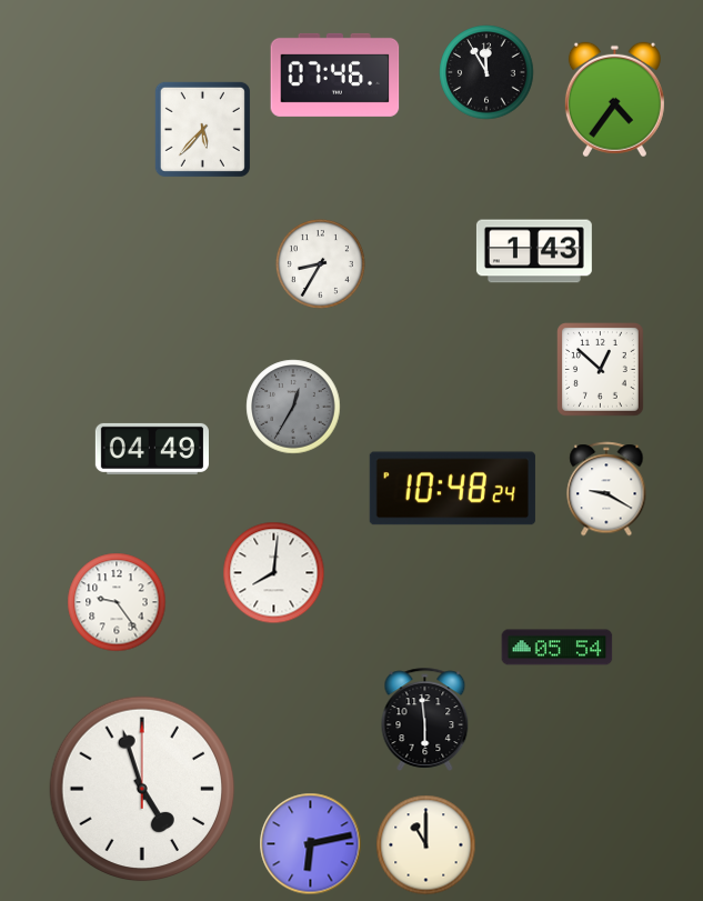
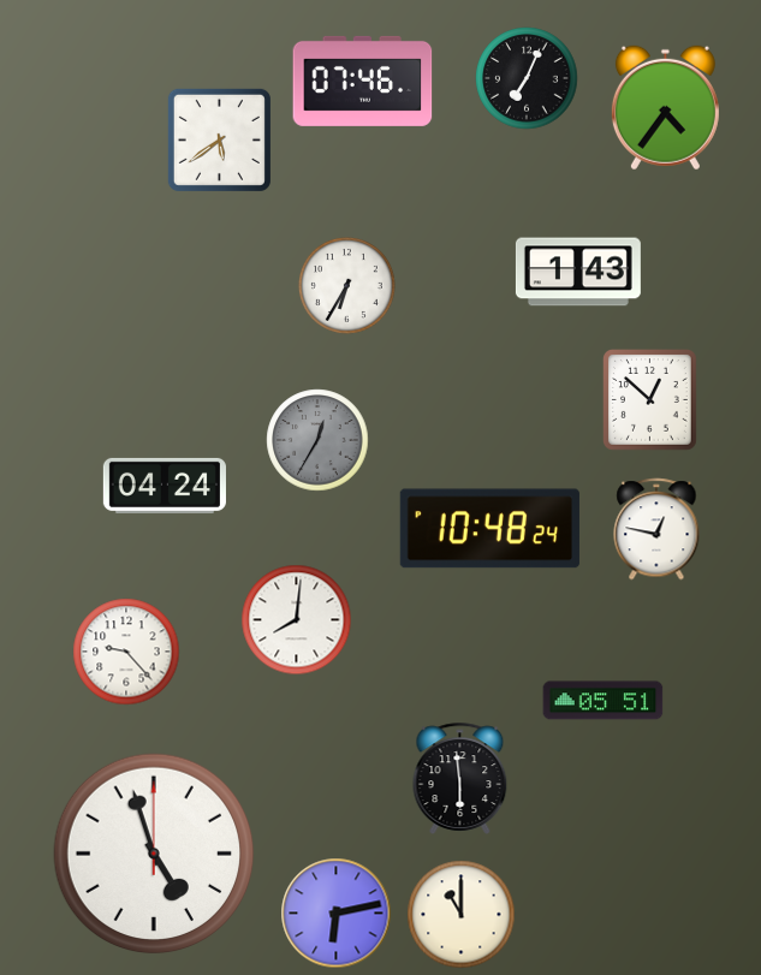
clock at (486, 72): 11:55 -> 7:04
clock at (202, 129): 5:37 -> 5:39
clock at (320, 263): 8:35 -> 6:35
clock at (152, 449): 04:49 -> 04:24
clock at (606, 489): 9:20 -> 12:47
clock at (117, 602): 9:24 -> 9:23
clock at (558, 648): 05:54 -> 05:51
